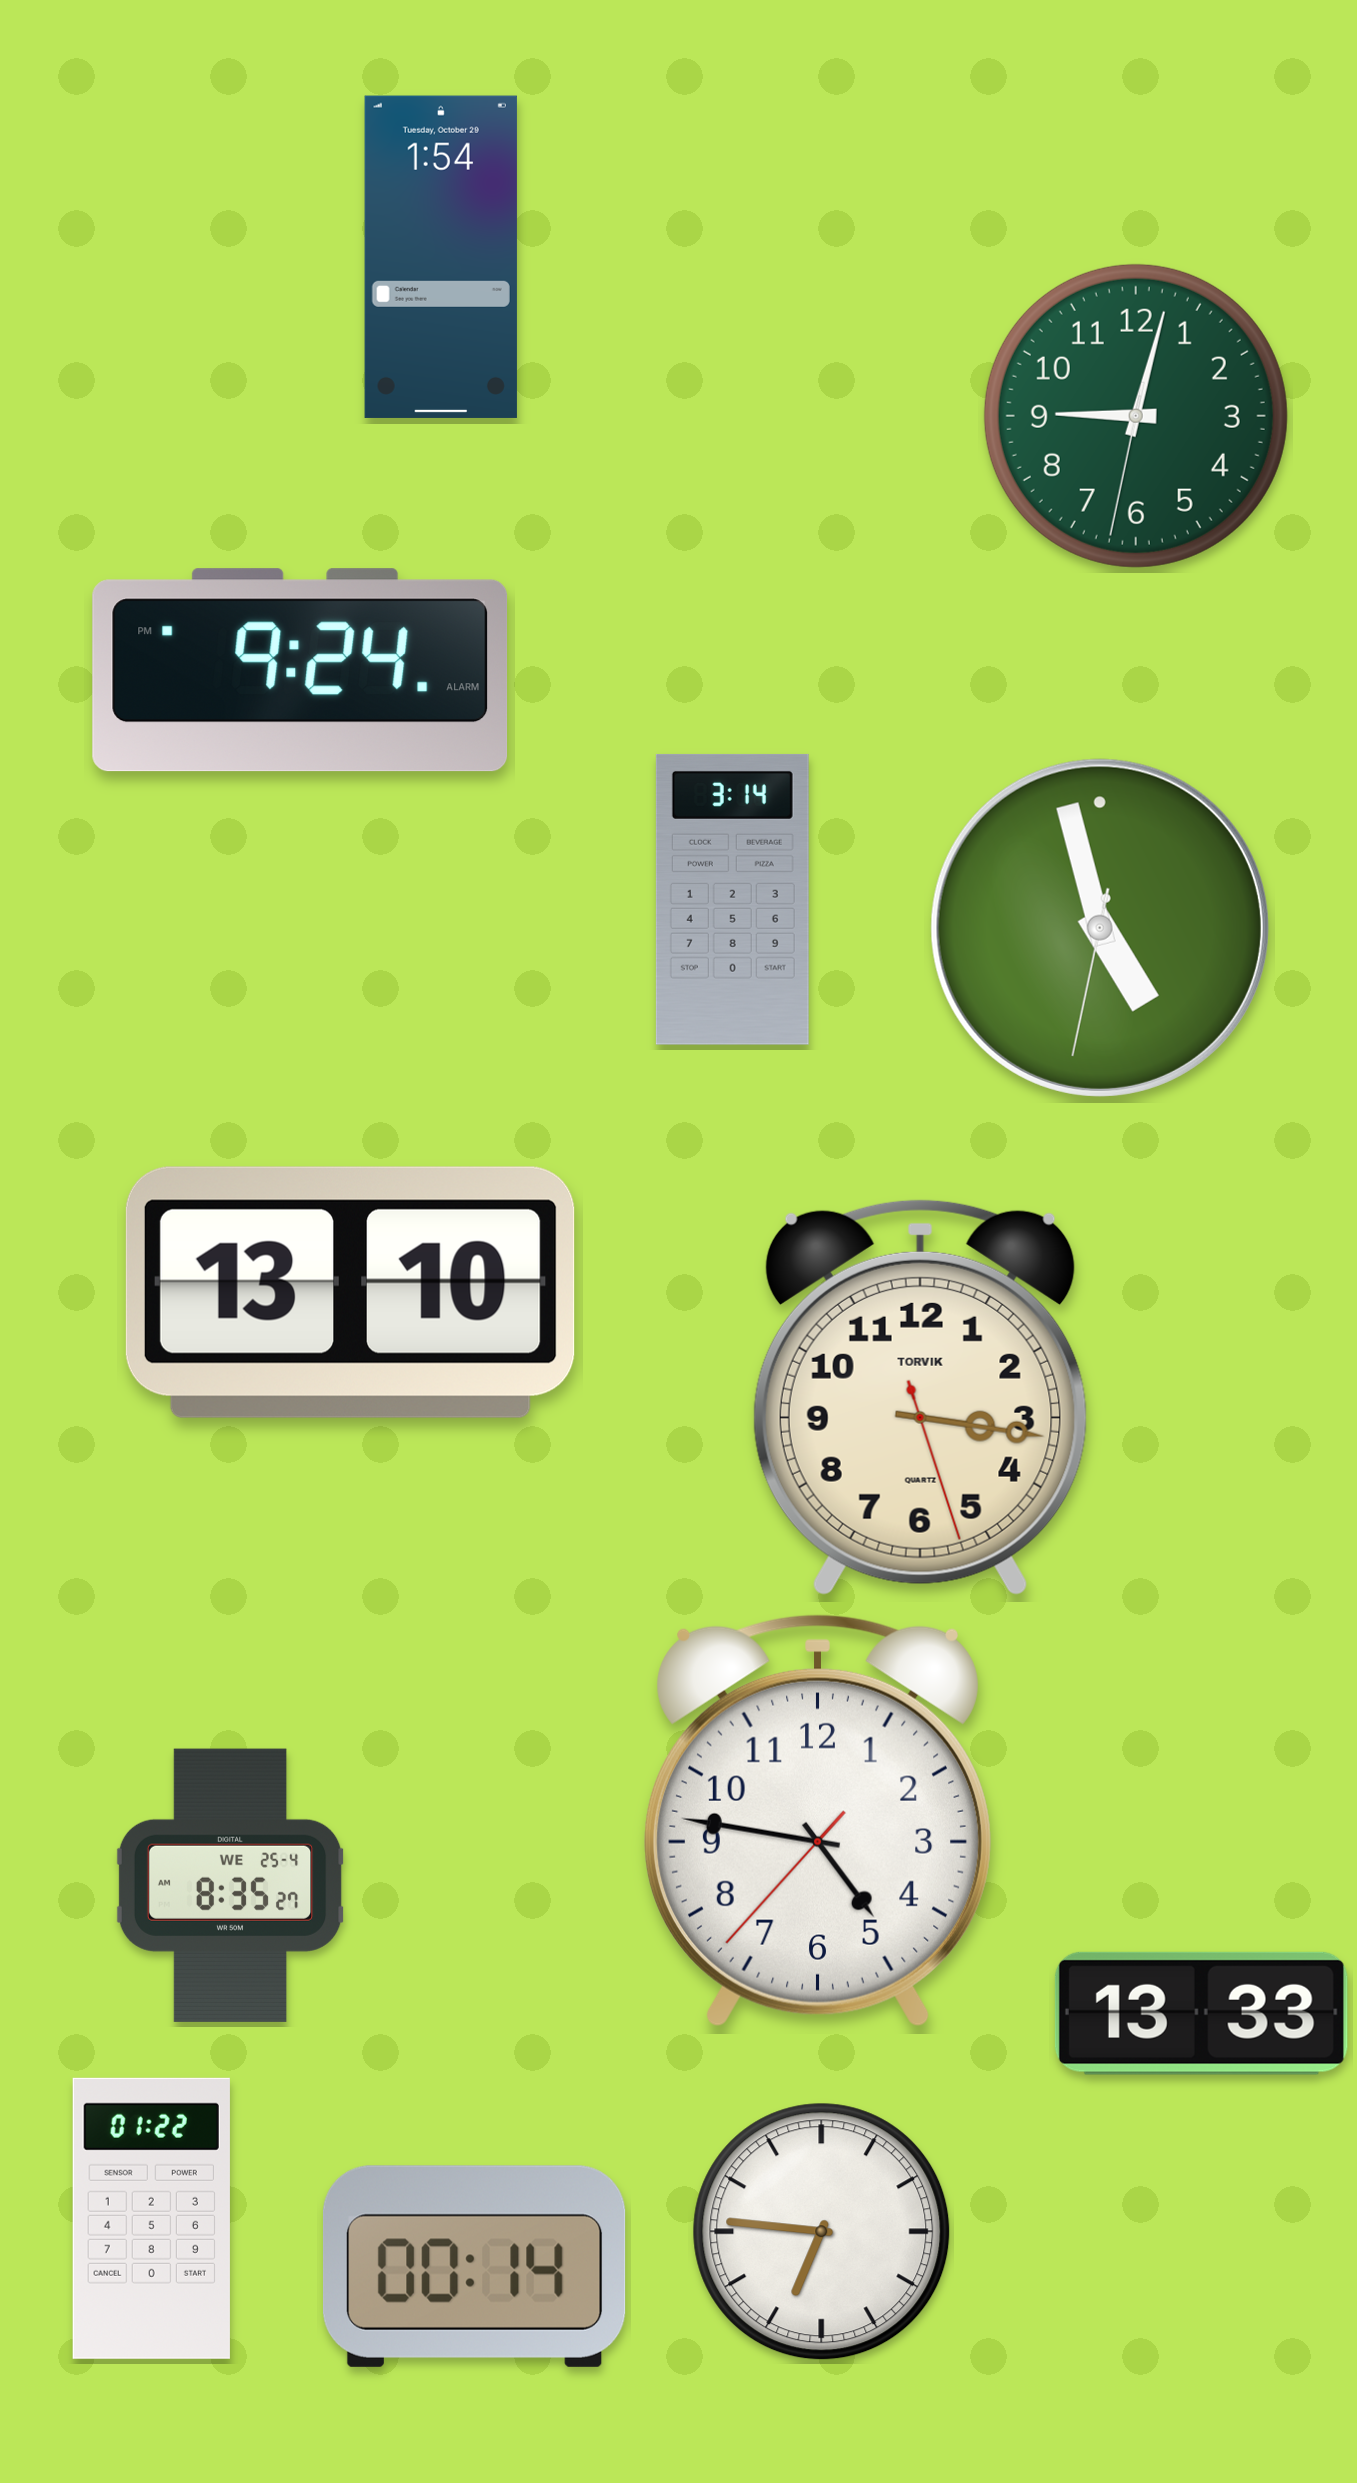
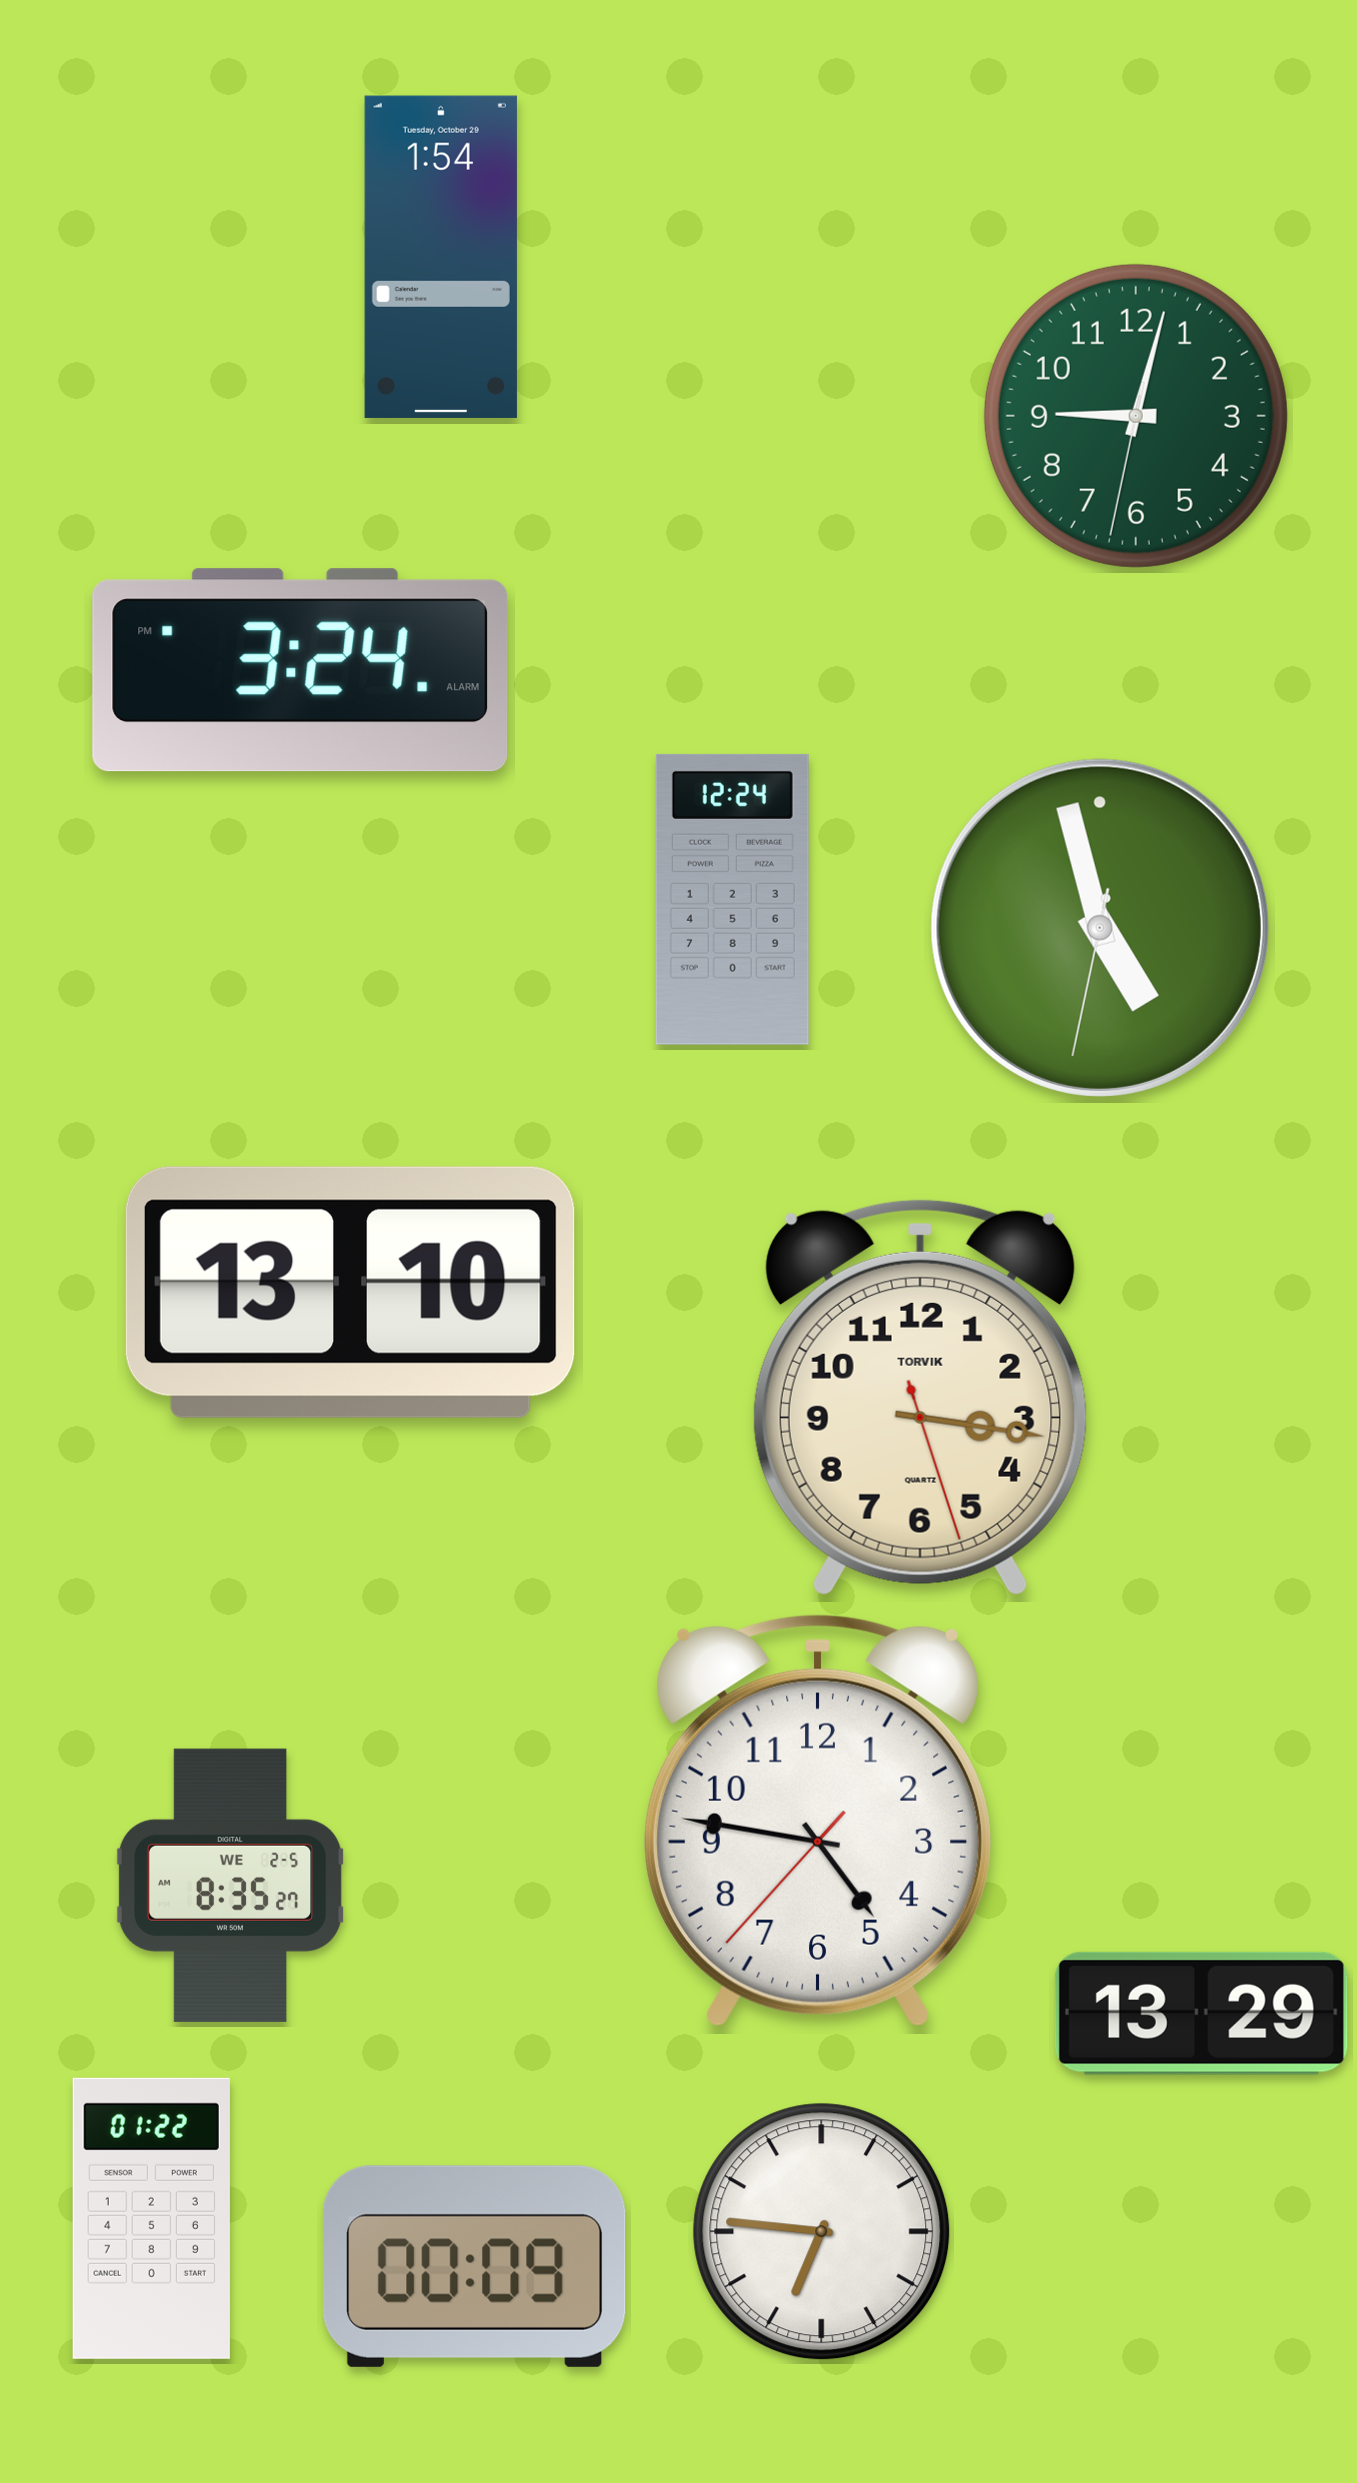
clock at (300, 670): 9:24 -> 3:24
clock at (732, 899): 3:14 -> 12:24
clock at (231, 1885) date: WE 25-4 -> WE 2-5
clock at (1201, 2013): 13:33 -> 13:29
clock at (474, 2266): 00:14 -> 00:09
